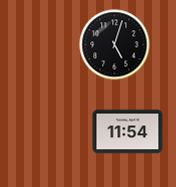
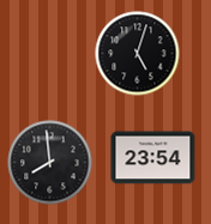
clock at (128, 132): 11:54 -> 23:54
clock at (50, 163): none -> 7:59
